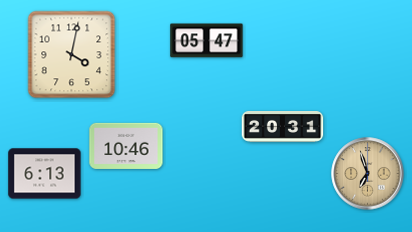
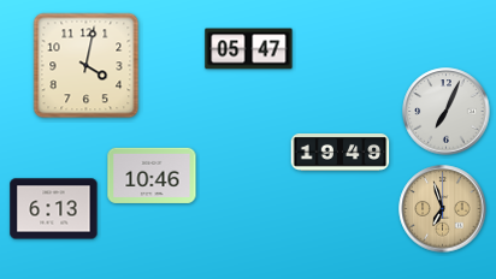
clock at (447, 112): none -> 7:04
clock at (283, 127): 20:31 -> 19:49
